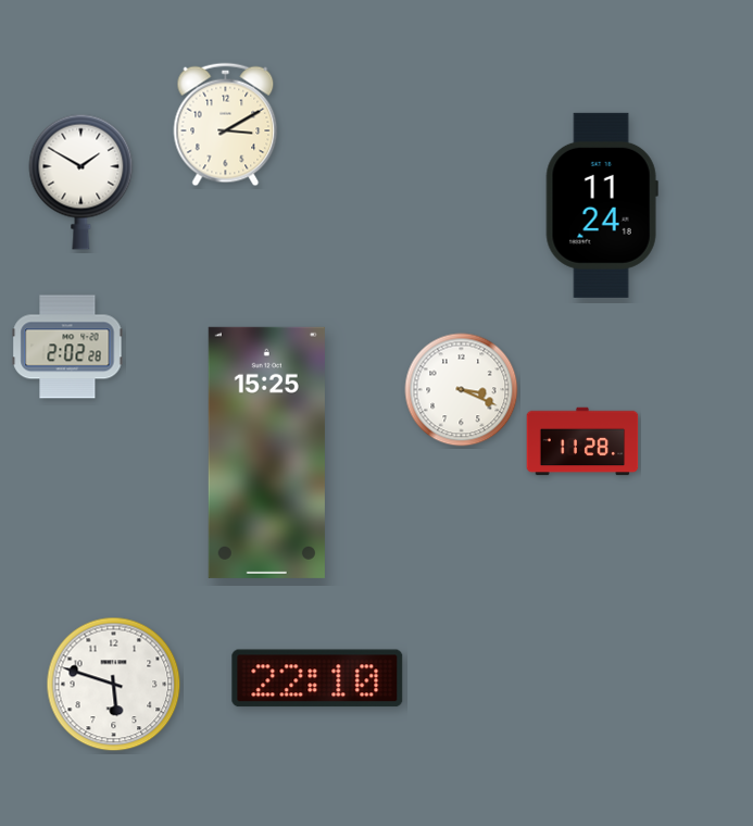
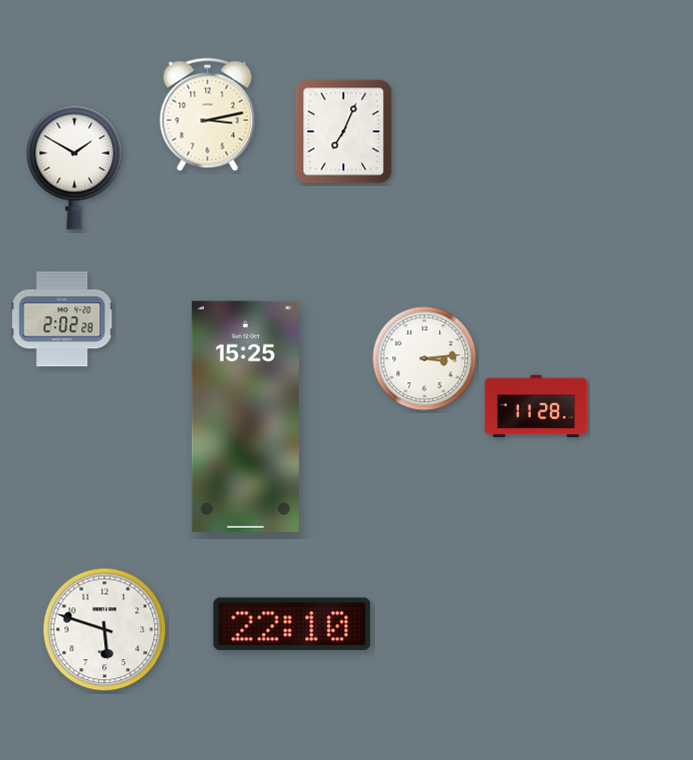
clock at (226, 125): 3:10 -> 3:13
clock at (344, 132): none -> 7:04
clock at (602, 205): 11:24 -> none
clock at (462, 390): 3:19 -> 3:14
